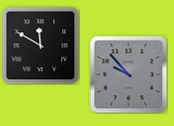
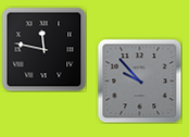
clock at (40, 45): 11:50 -> 11:47
